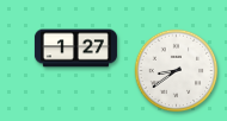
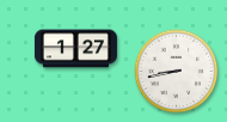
clock at (177, 71): 8:39 -> 8:43
